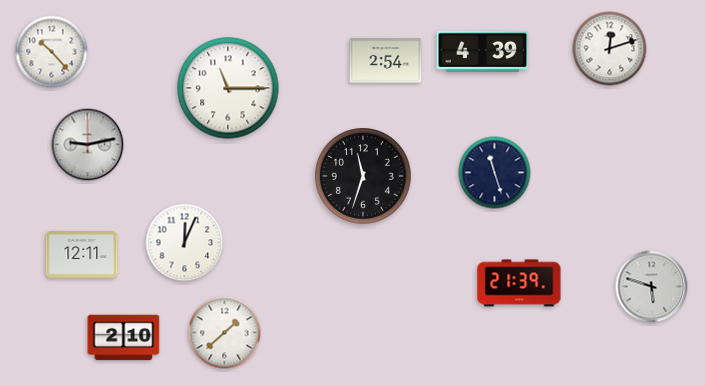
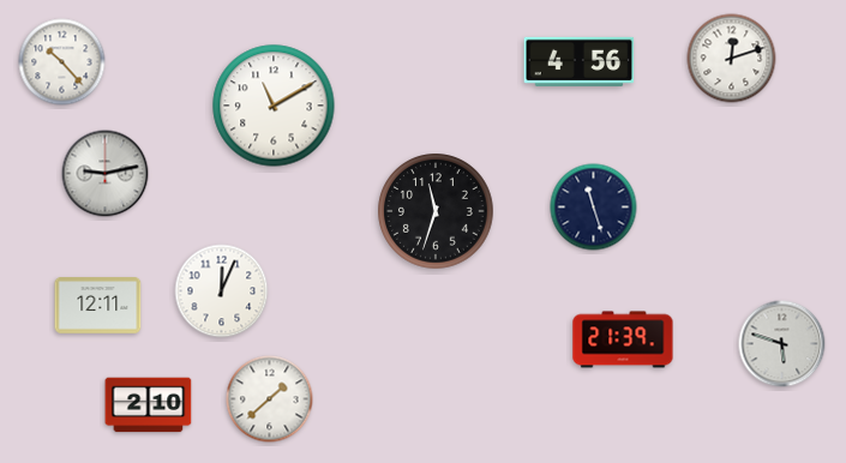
clock at (483, 51): 4:39 -> 4:56
clock at (386, 61): 2:54 -> none
clock at (228, 88): 11:15 -> 11:10
